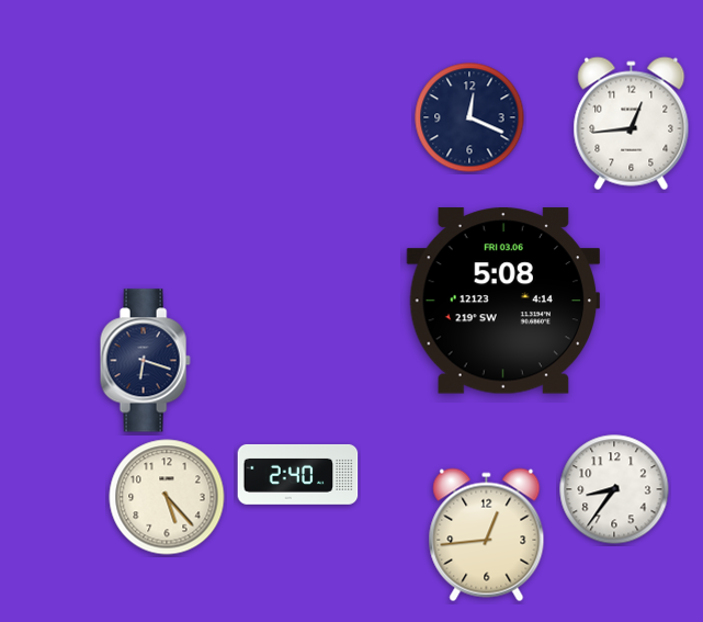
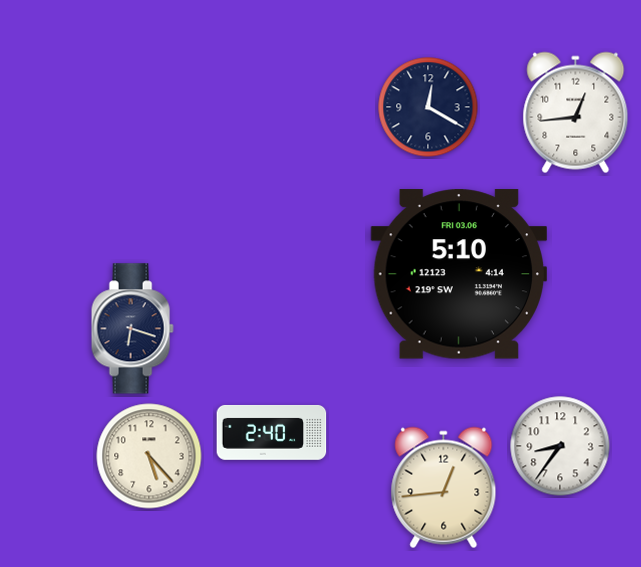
clock at (469, 117): 12:19 -> 12:20
clock at (503, 301): 5:08 -> 5:10
clock at (167, 497) position: (167, 497) -> (149, 456)
